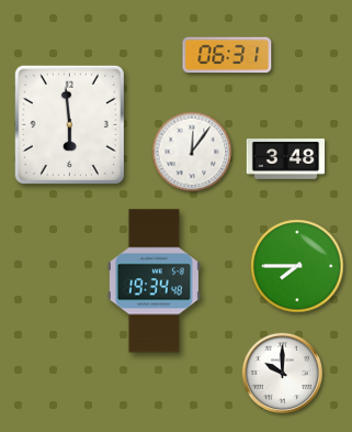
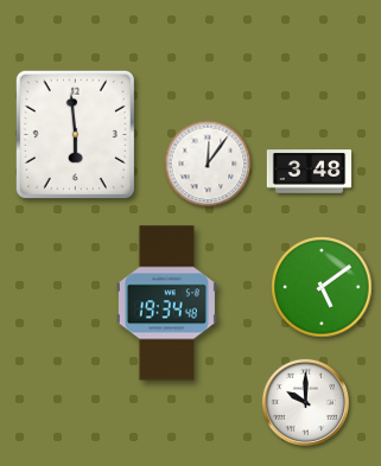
clock at (227, 55): 06:31 -> none
clock at (297, 266): 7:45 -> 5:09
